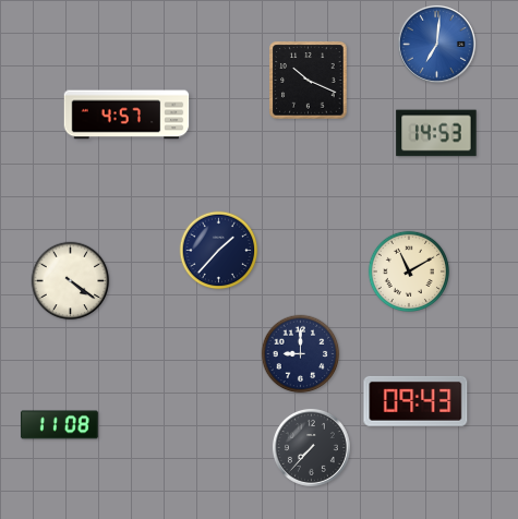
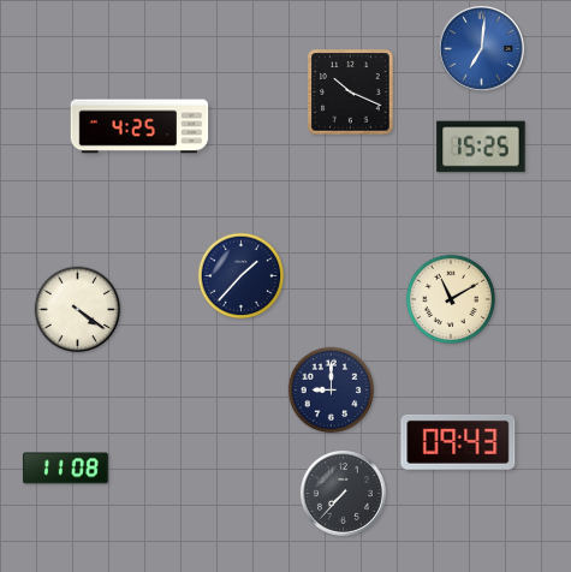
clock at (309, 81) position: (309, 81) -> (351, 93)
clock at (127, 114): 4:57 -> 4:25
clock at (436, 133): 14:53 -> 15:25
